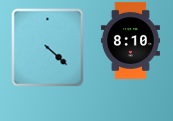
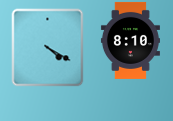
clock at (48, 47): 4:22 -> 4:20
